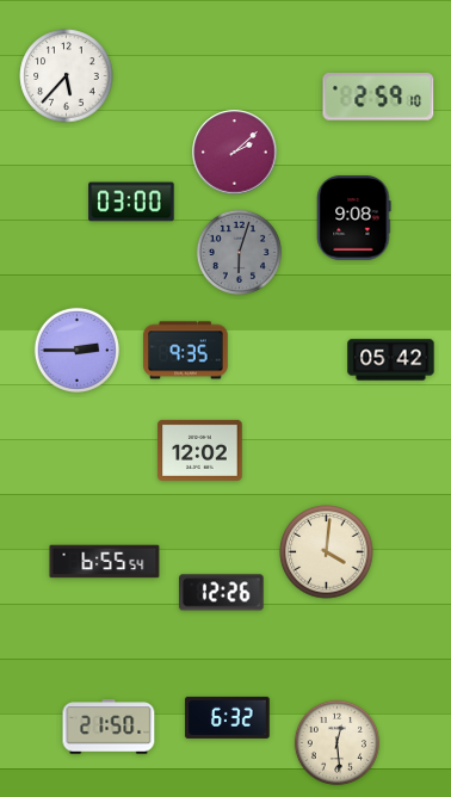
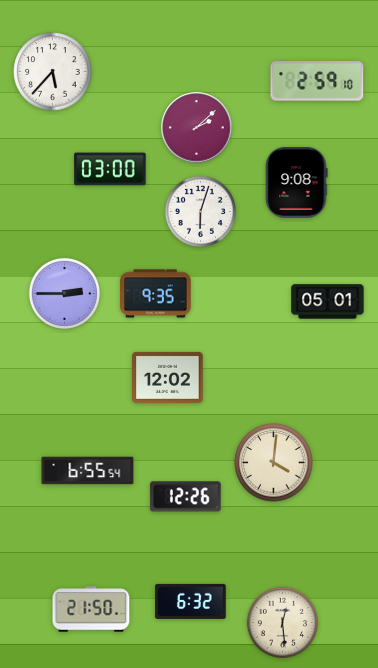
clock at (67, 76) position: (67, 76) -> (53, 72)
clock at (239, 252) dial: grey -> white
clock at (391, 360): 05:42 -> 05:01
